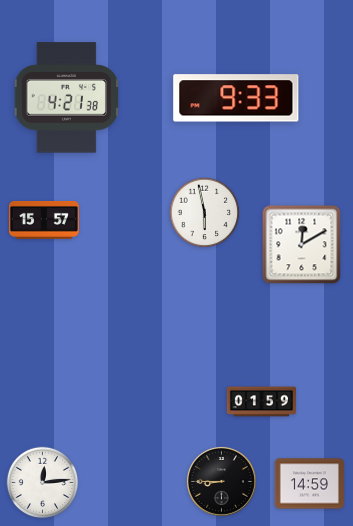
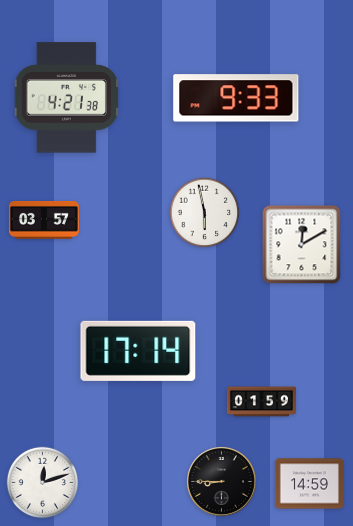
clock at (44, 221): 15:57 -> 03:57
clock at (138, 351): none -> 17:14
clock at (43, 483): 12:14 -> 12:12
